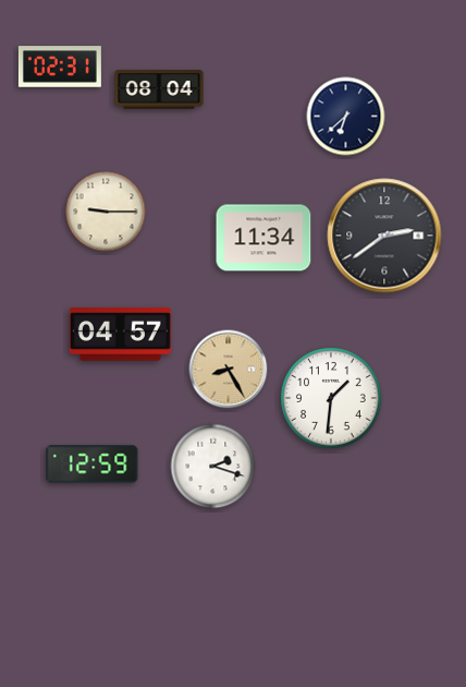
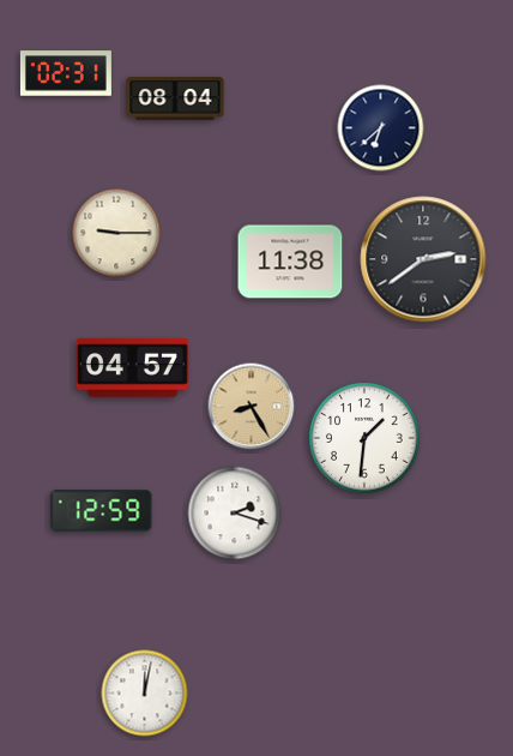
clock at (263, 238): 11:34 -> 11:38
clock at (145, 694): none -> 12:02
